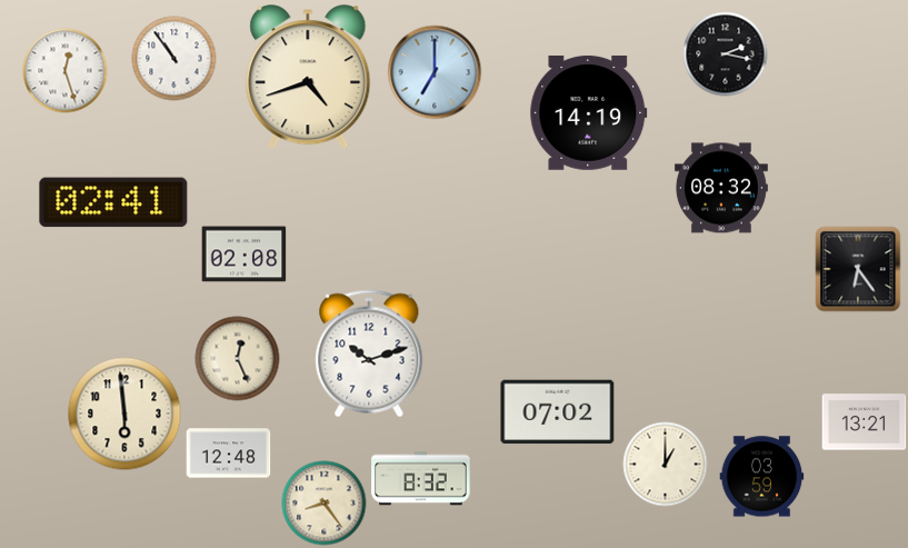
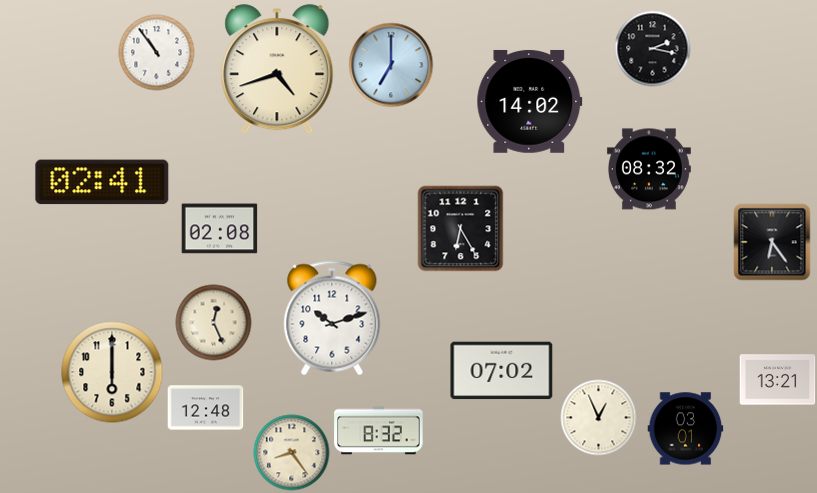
clock at (66, 71): 12:27 -> none
clock at (589, 113): 14:19 -> 14:02
clock at (461, 229): none -> 6:25
clock at (124, 414): 5:59 -> 6:00
clock at (666, 465): 1:00 -> 12:56
clock at (762, 477): 03:59 -> 03:01
